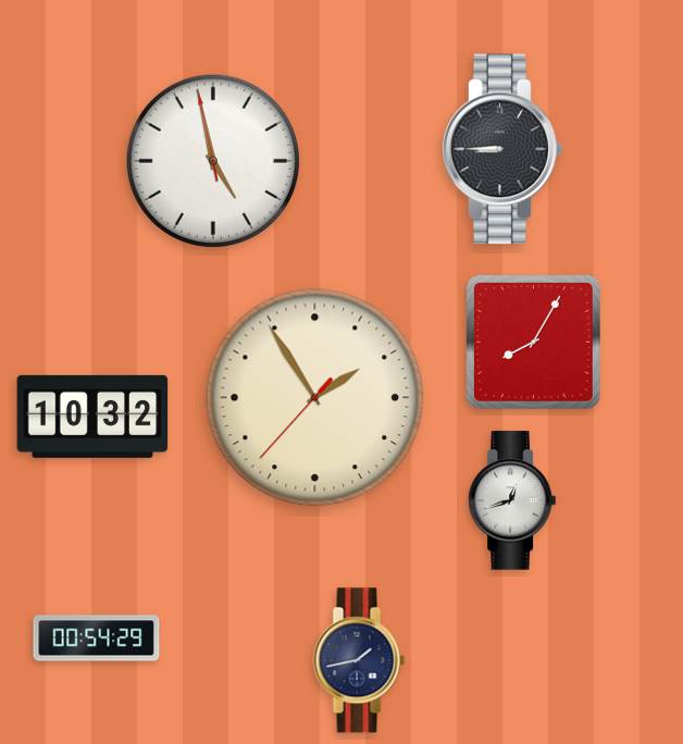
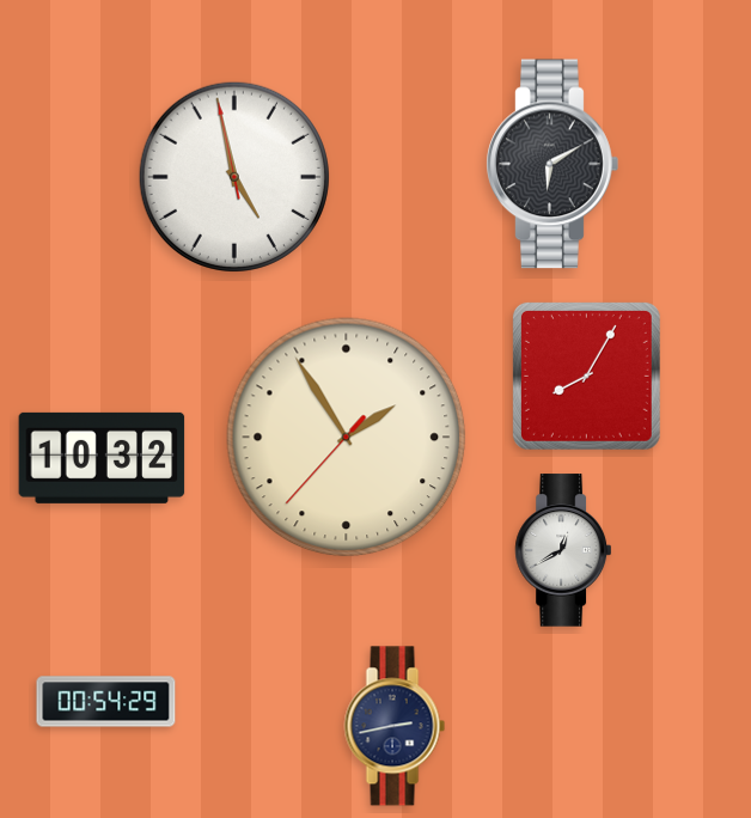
clock at (502, 149): 8:45 -> 6:10
clock at (511, 500): 12:42 -> 12:40
clock at (359, 660): 1:43 -> 2:43
